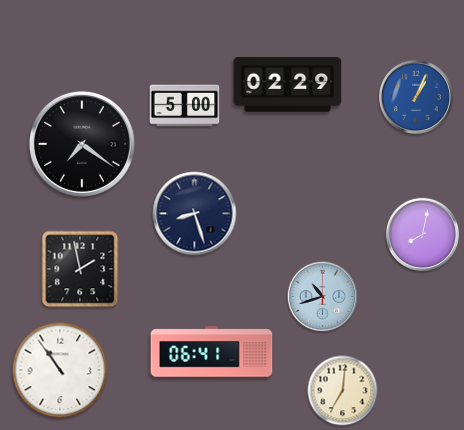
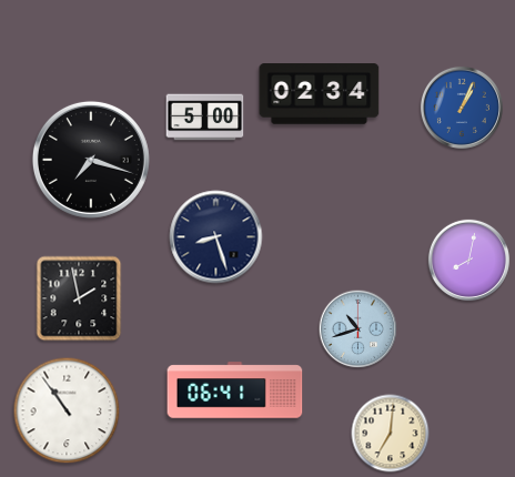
clock at (288, 85): 02:29 -> 02:34
clock at (82, 144): 7:21 -> 7:18
clock at (80, 269) position: (80, 269) -> (79, 298)
clock at (343, 391) position: (343, 391) -> (391, 434)
